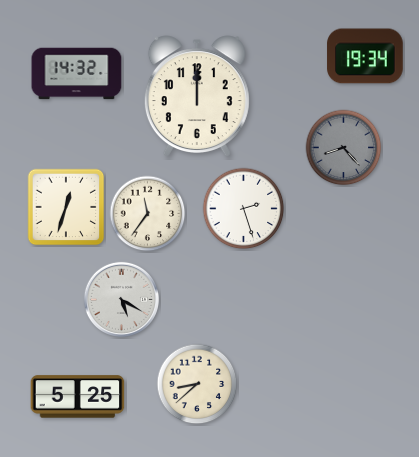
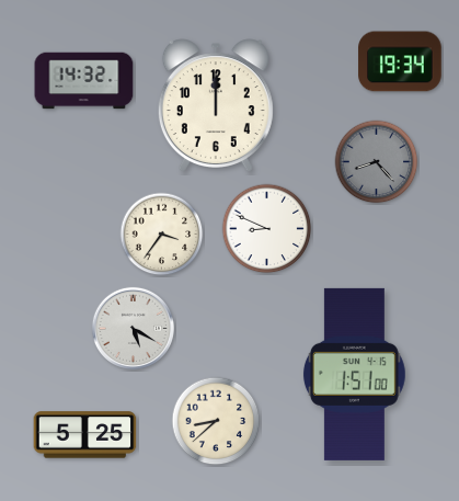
clock at (66, 207): 12:33 -> none
clock at (244, 209): 2:27 -> 8:49
clock at (148, 214): 11:36 -> 3:36
clock at (354, 374): none -> 1:51
